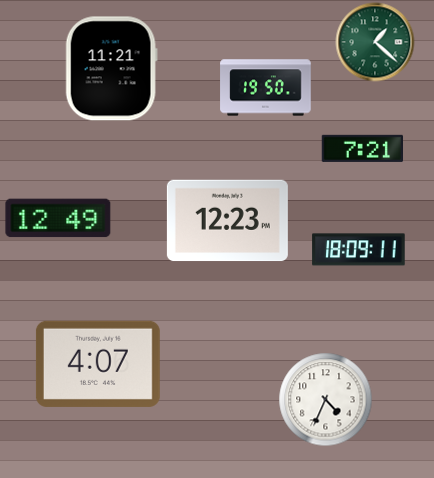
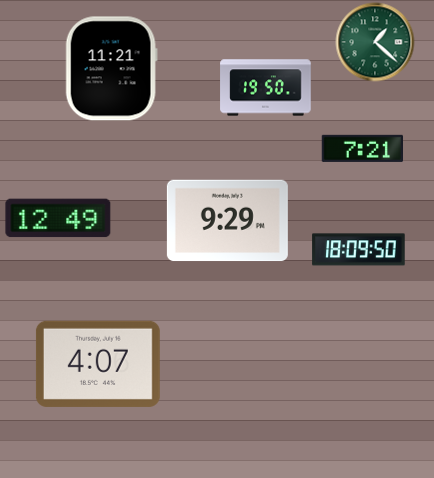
clock at (227, 221): 12:23 -> 9:29
clock at (359, 250): 18:09:11 -> 18:09:50
clock at (326, 400): 4:34 -> none
